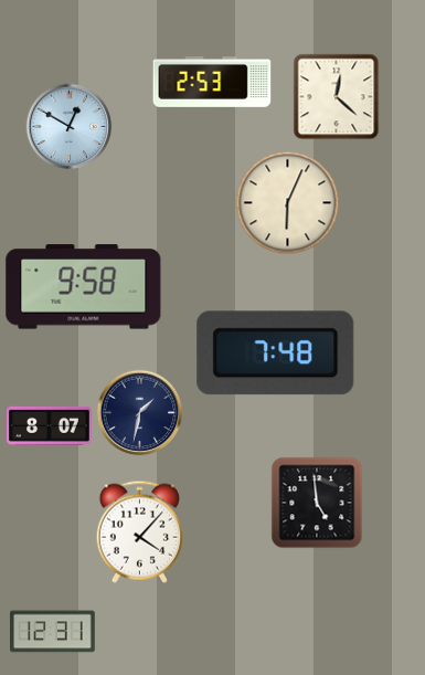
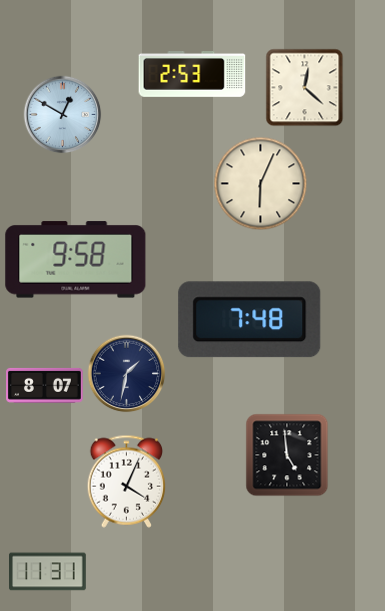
clock at (140, 531): 4:07 -> 4:04
clock at (53, 632): 12:31 -> 11:31
